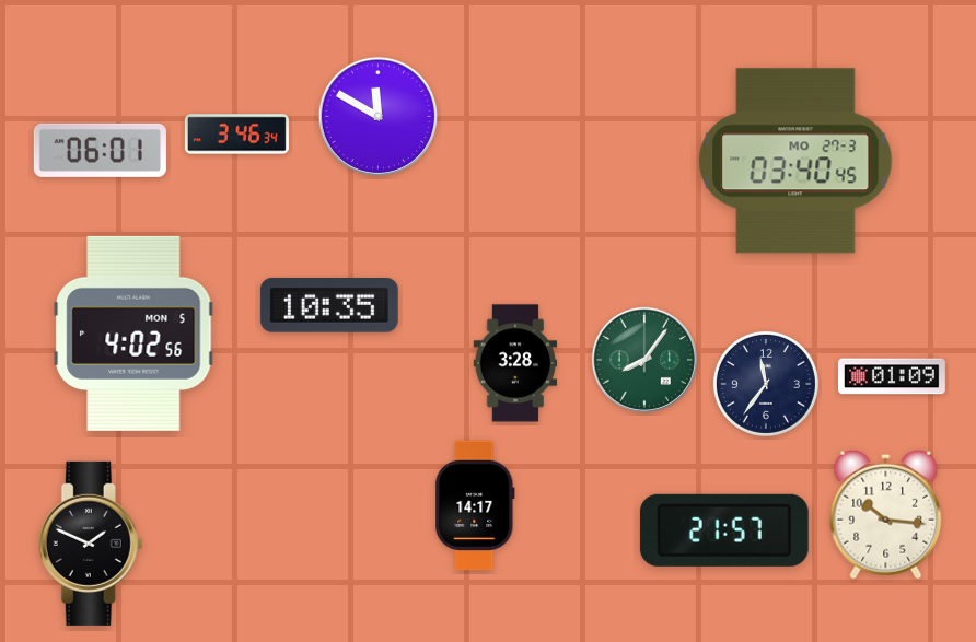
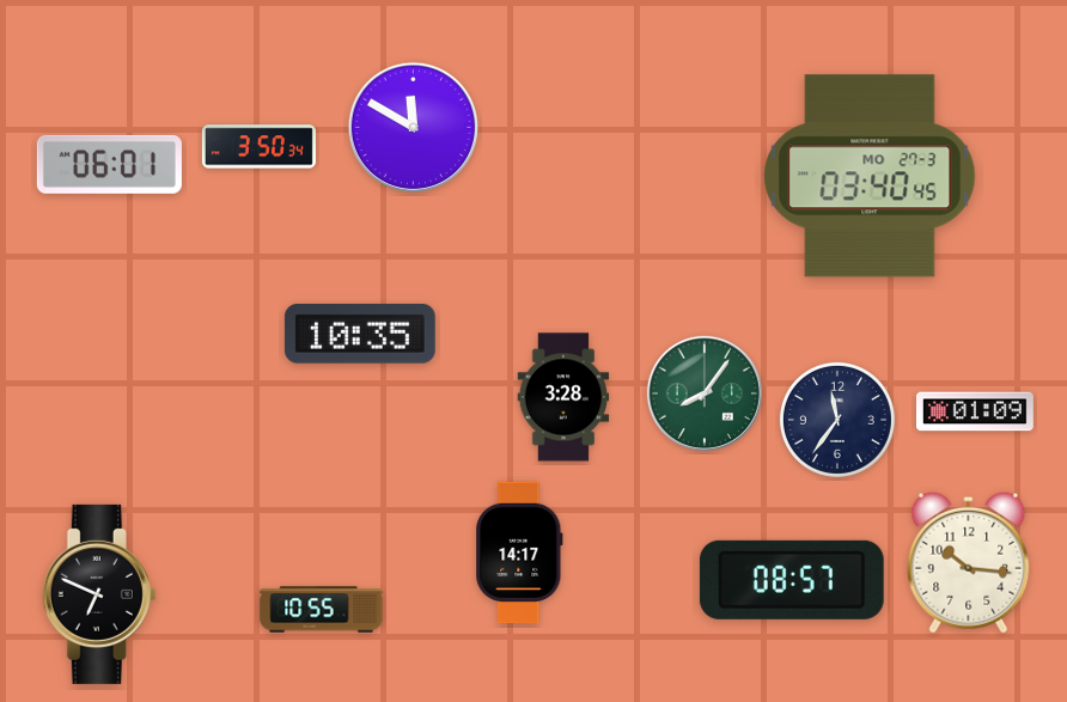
clock at (236, 135): 3:46 -> 3:50
clock at (133, 334): 4:02 -> none
clock at (724, 530): 21:57 -> 08:57
clock at (91, 544): 1:49 -> 6:49
clock at (322, 610): none -> 10:55
